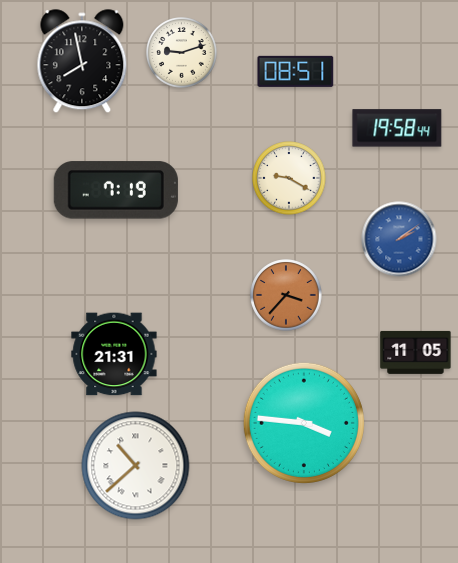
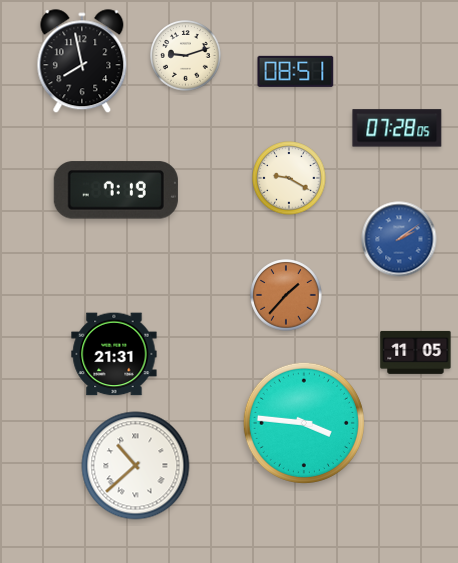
clock at (182, 53) position: (182, 53) -> (186, 56)
clock at (397, 128): 19:58 -> 07:28
clock at (286, 295): 3:37 -> 1:37
